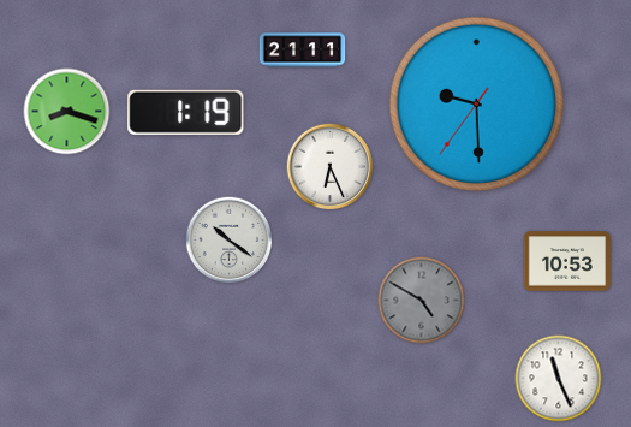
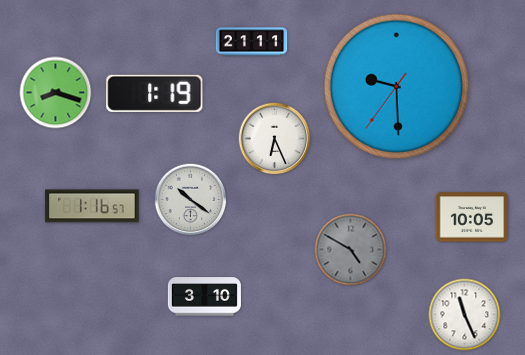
clock at (92, 206): none -> 1:16
clock at (566, 261): 10:53 -> 10:05
clock at (204, 297): none -> 3:10
